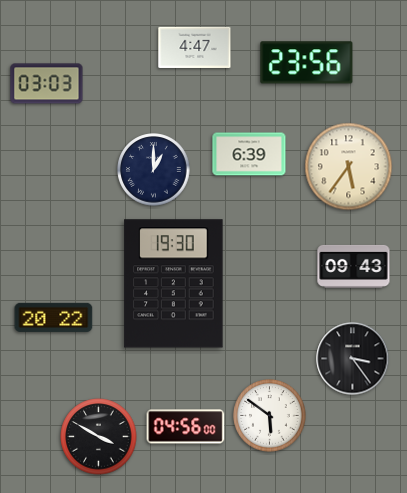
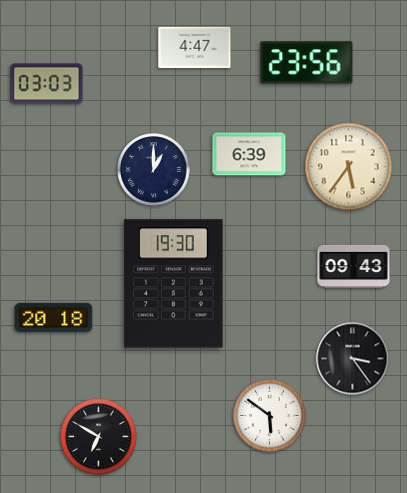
clock at (54, 317): 20:22 -> 20:18
clock at (186, 427): 04:56 -> none
clock at (99, 437): 3:50 -> 6:50
